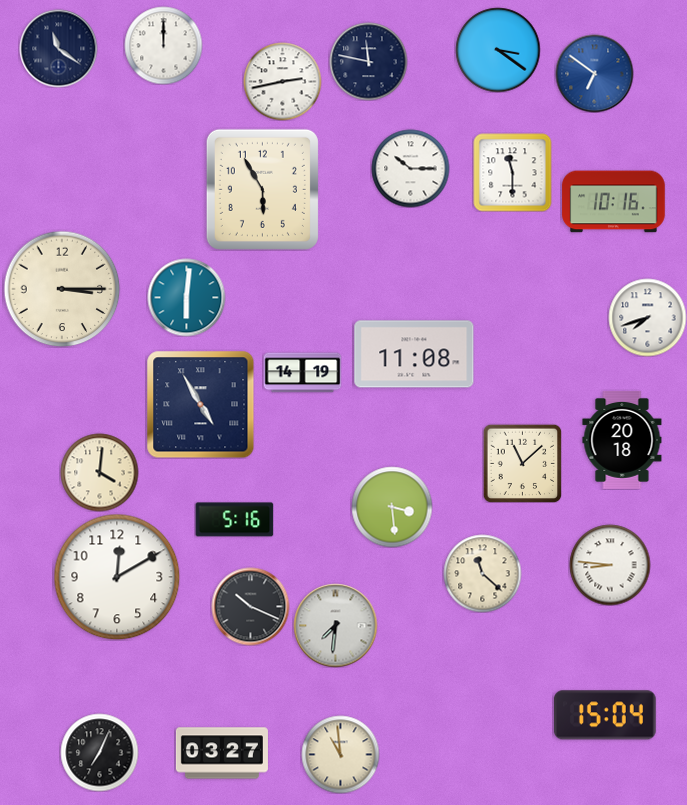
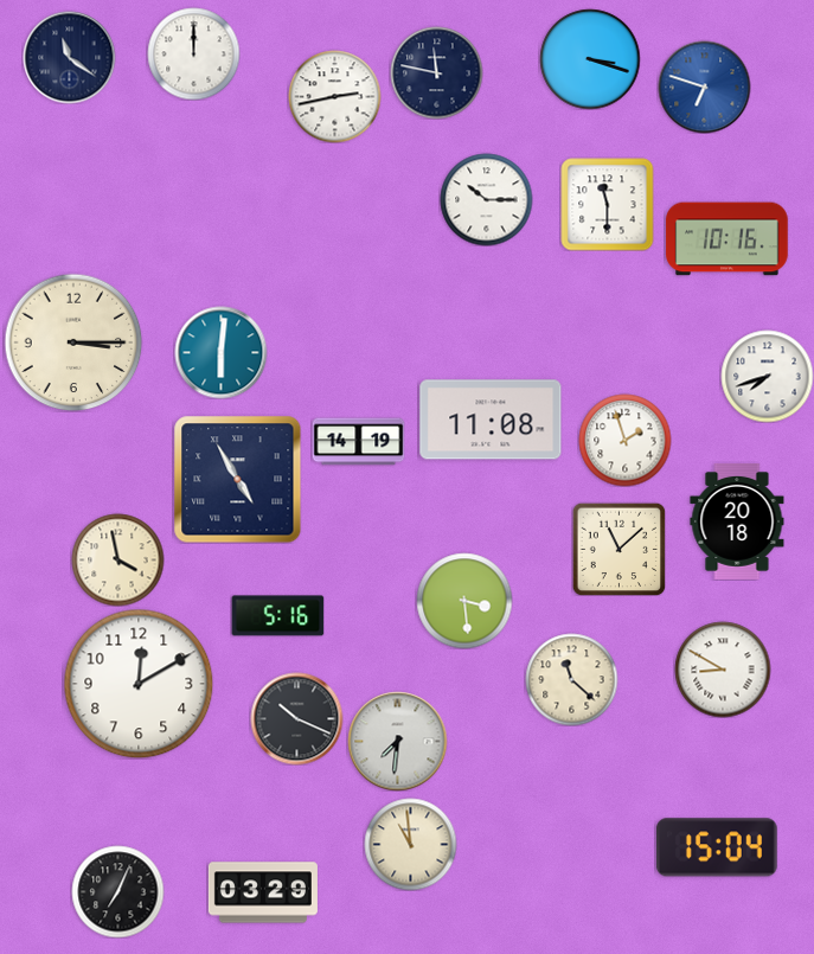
clock at (498, 50): 3:21 -> 3:18
clock at (594, 73): 6:51 -> 6:48
clock at (262, 189): 5:55 -> none
clock at (624, 440): none -> 1:57
clock at (99, 472): 4:01 -> 3:58
clock at (610, 565): 8:46 -> 8:50
clock at (222, 753): 03:27 -> 03:29
clock at (340, 754) position: (340, 754) -> (410, 844)
